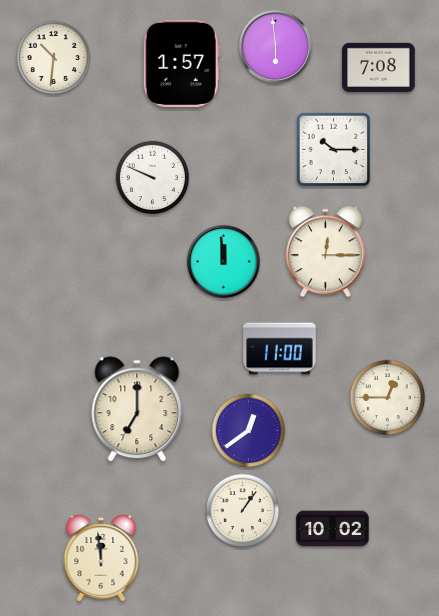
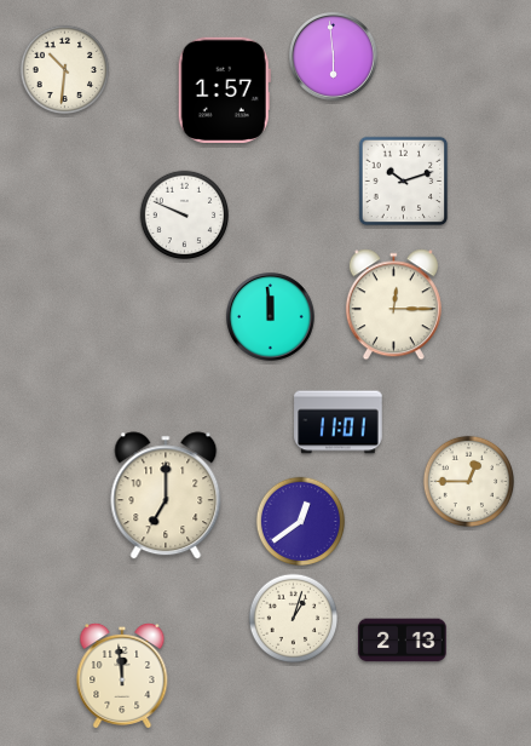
clock at (181, 63) position: (181, 63) -> (224, 90)
clock at (379, 67): 7:08 -> none
clock at (334, 150): 10:15 -> 10:12
clock at (280, 349): 11:00 -> 11:01
clock at (243, 511): 1:06 -> 1:03
clock at (333, 529): 10:02 -> 2:13
